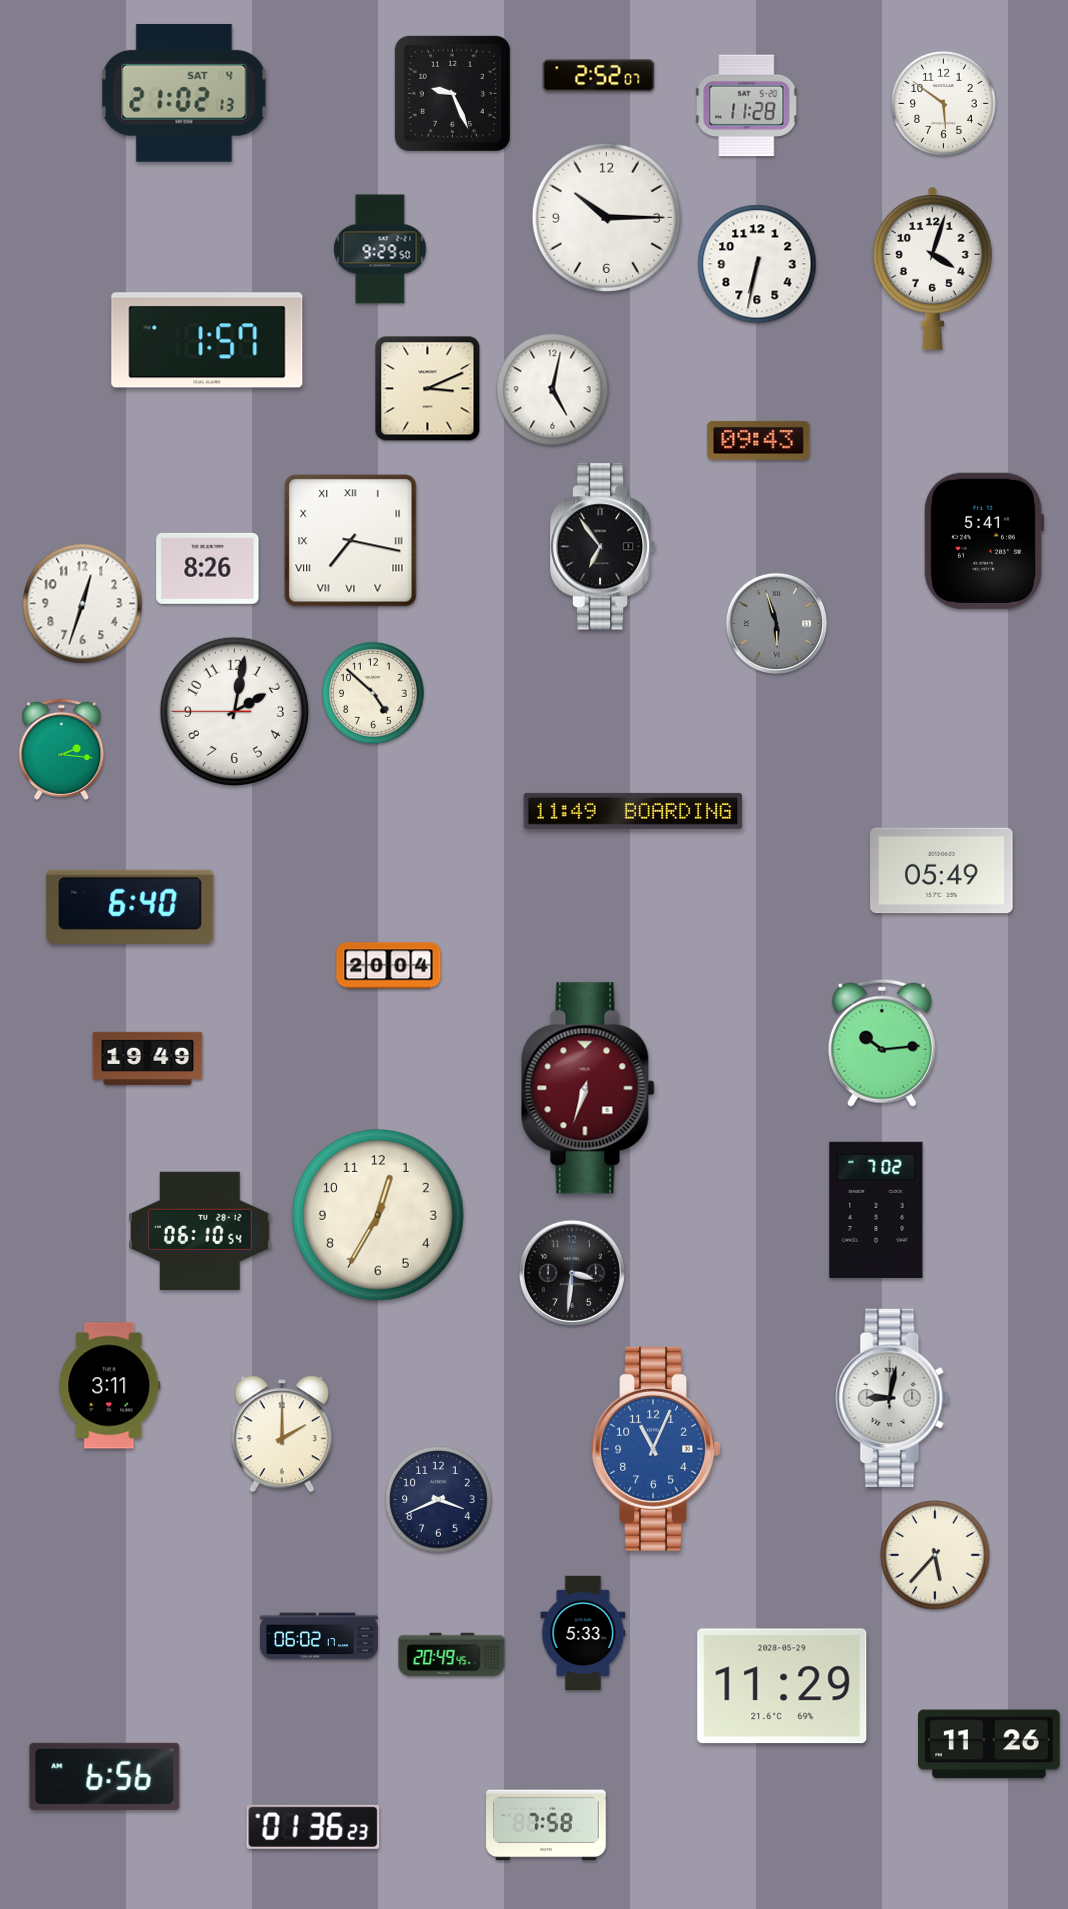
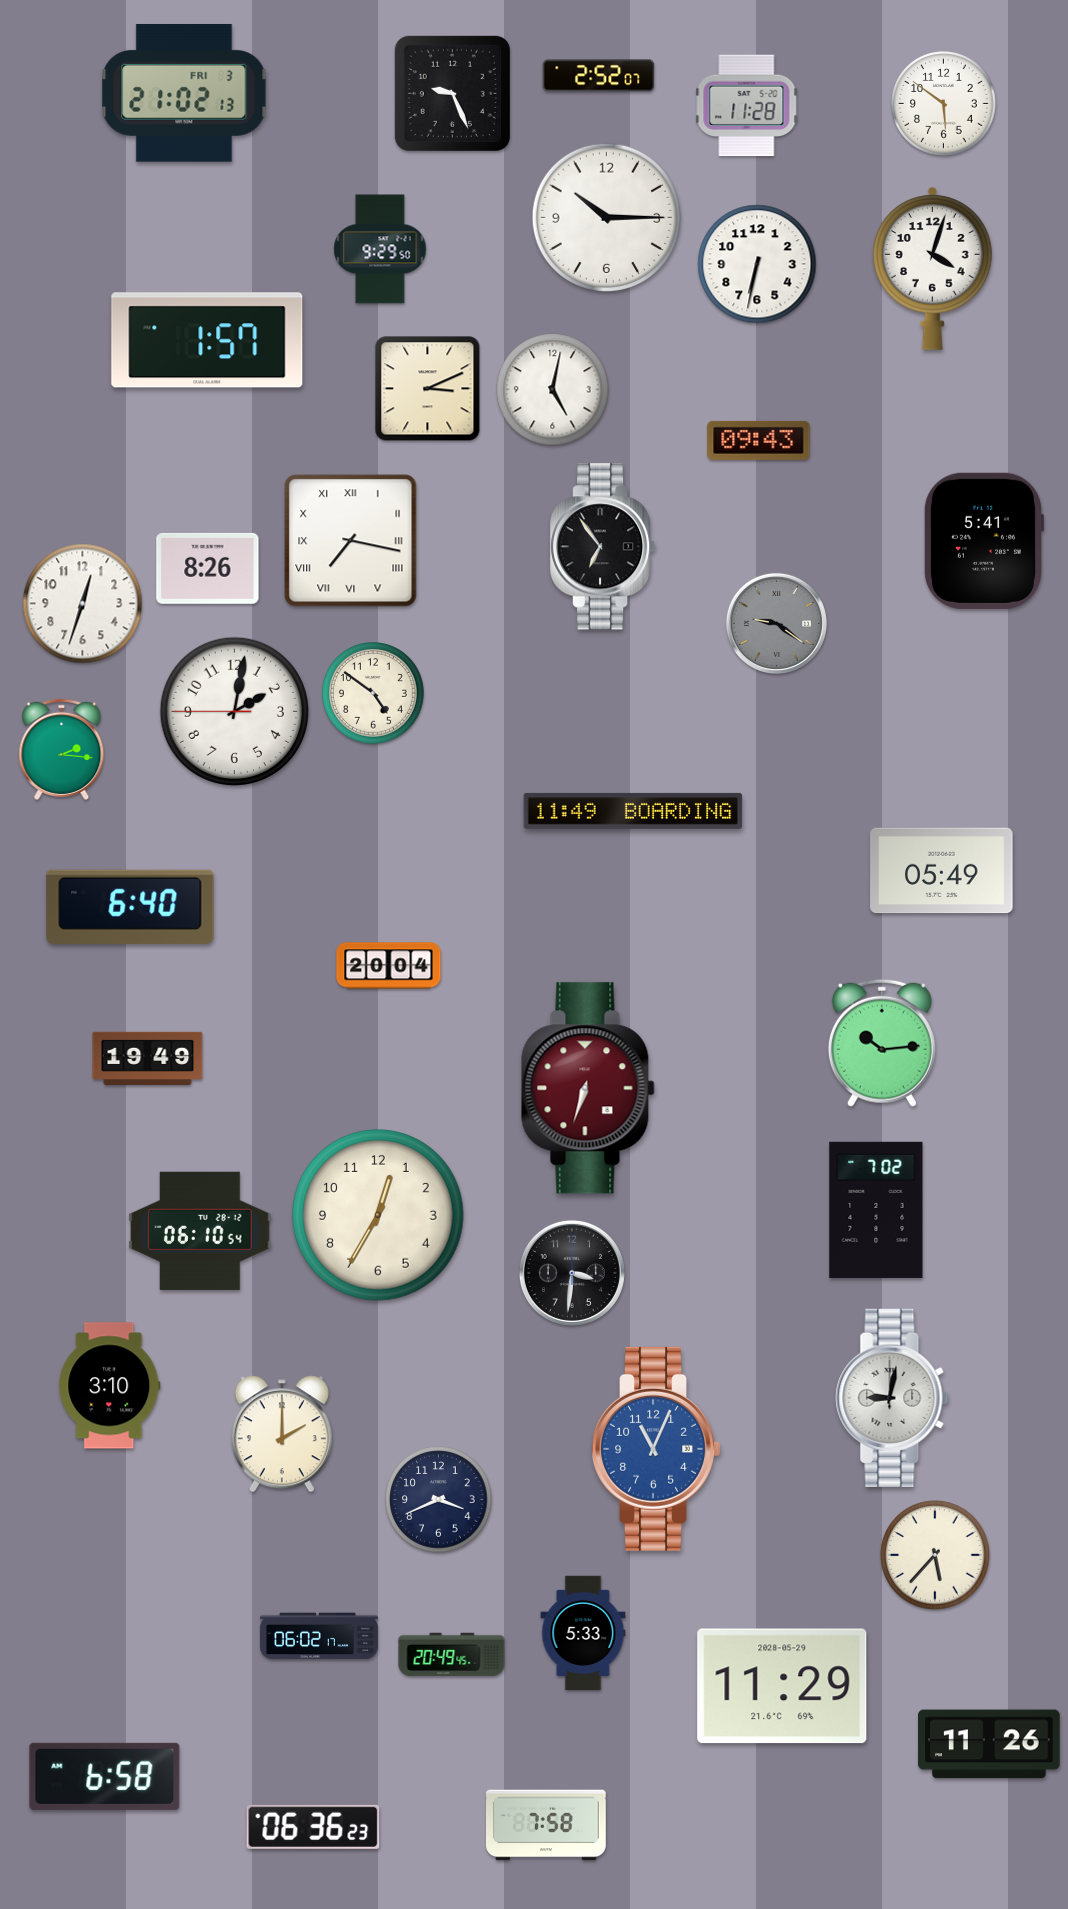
clock at (184, 93) date: SAT 4 -> FRI 3
clock at (776, 623): 5:57 -> 9:21
clock at (374, 694): 4:52 -> 4:51
clock at (110, 1386): 3:11 -> 3:10
clock at (105, 1776): 6:56 -> 6:58
clock at (313, 1827): 01:36 -> 06:36
